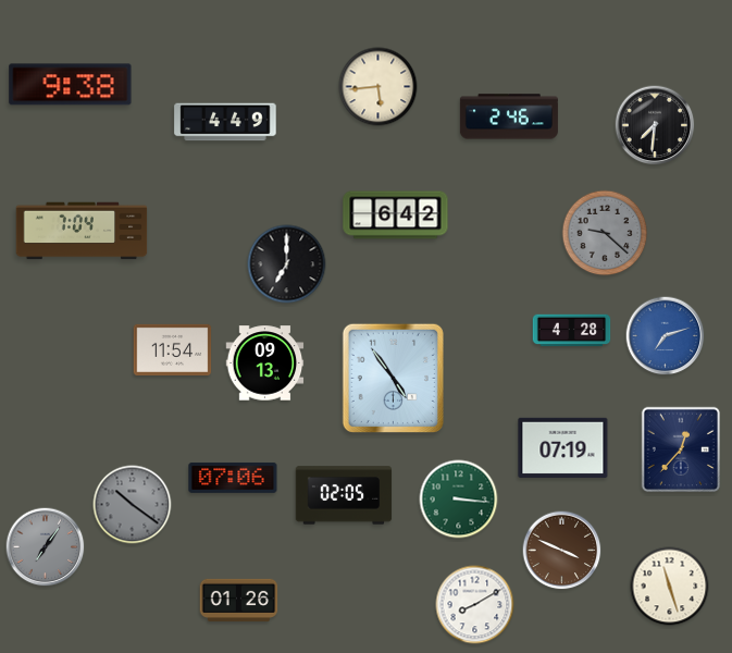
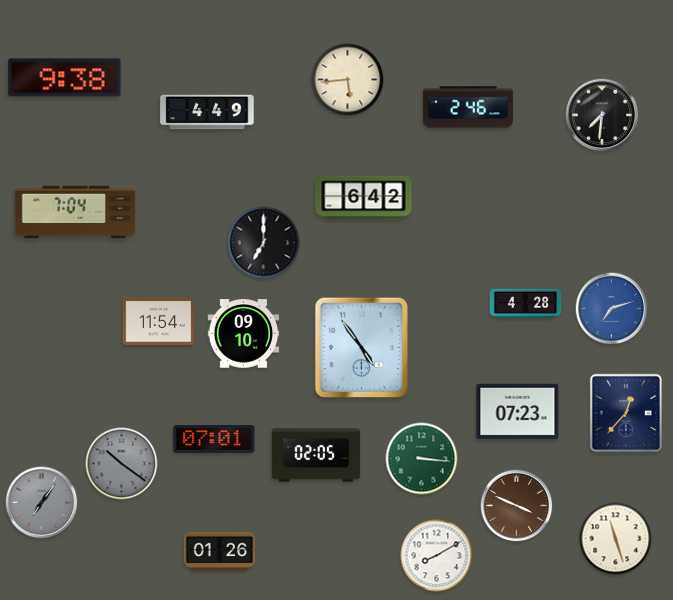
clock at (605, 233): 9:22 -> none
clock at (265, 364): 09:13 -> 09:10
clock at (563, 447): 07:19 -> 07:23
clock at (233, 478): 07:06 -> 07:01
